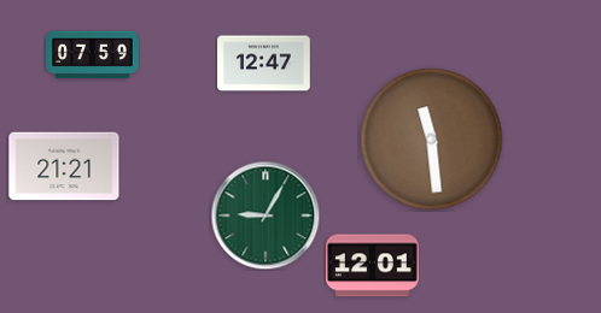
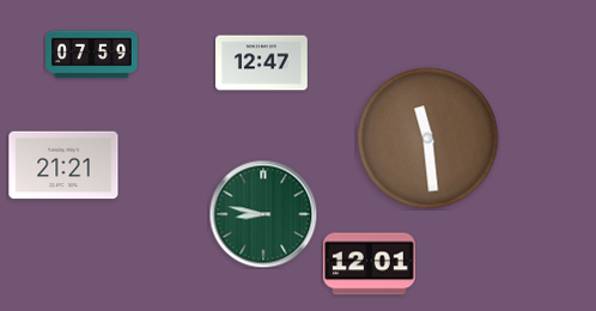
clock at (266, 215): 9:05 -> 8:47
